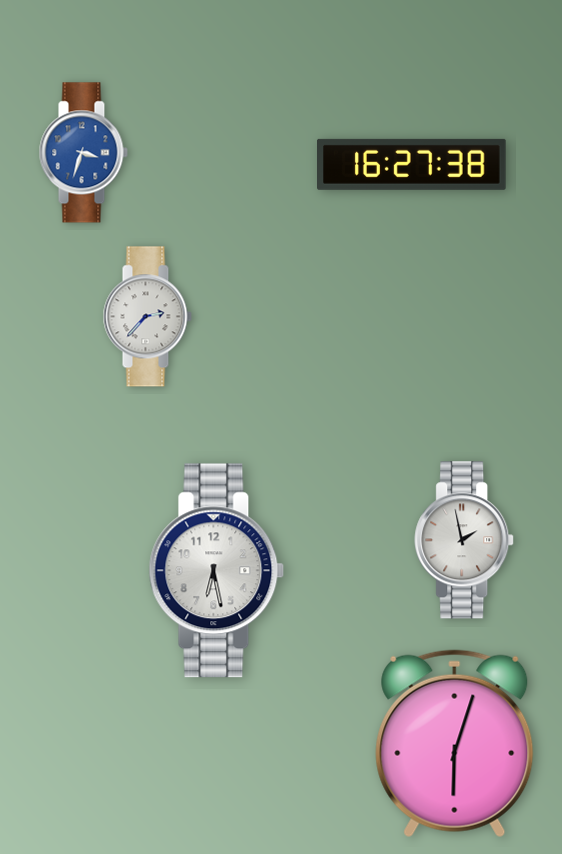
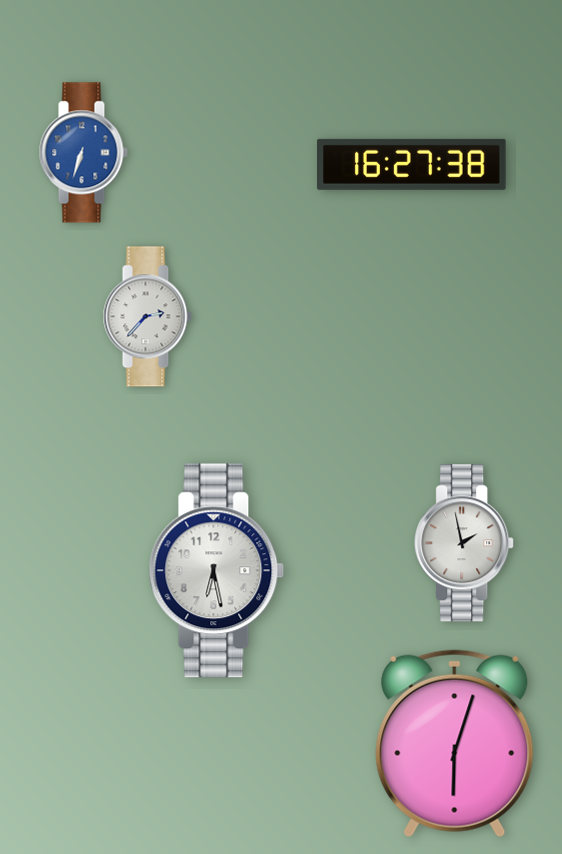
clock at (83, 153): 3:33 -> 6:33
clock at (465, 540) position: (465, 540) -> (465, 543)
